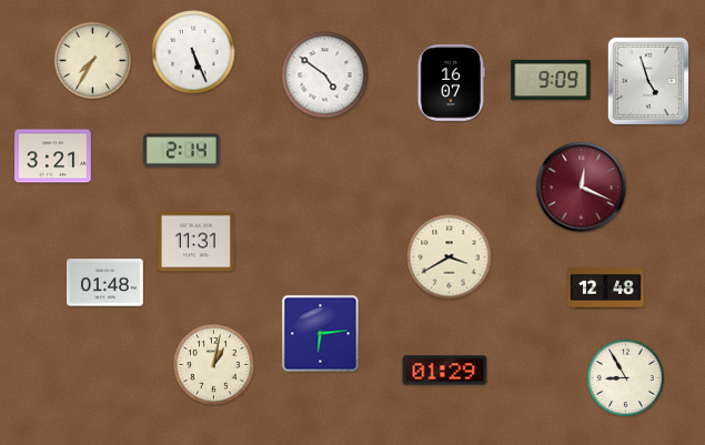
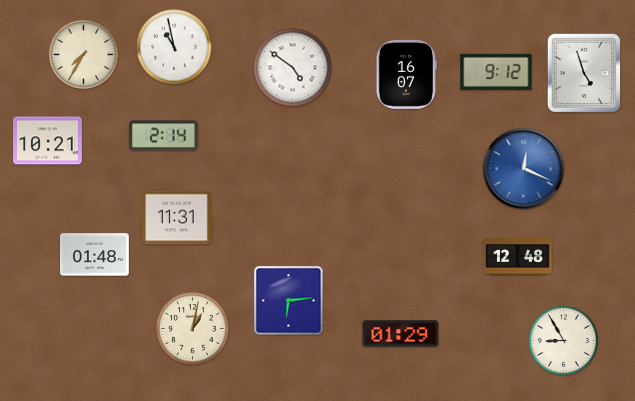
clock at (193, 52): 5:26 -> 10:58
clock at (551, 80): 9:09 -> 9:12
clock at (53, 156): 3:21 -> 10:21
clock at (582, 188) dial: burgundy -> blue
clock at (450, 257): 3:40 -> none
clock at (606, 289) position: (606, 289) -> (518, 257)
